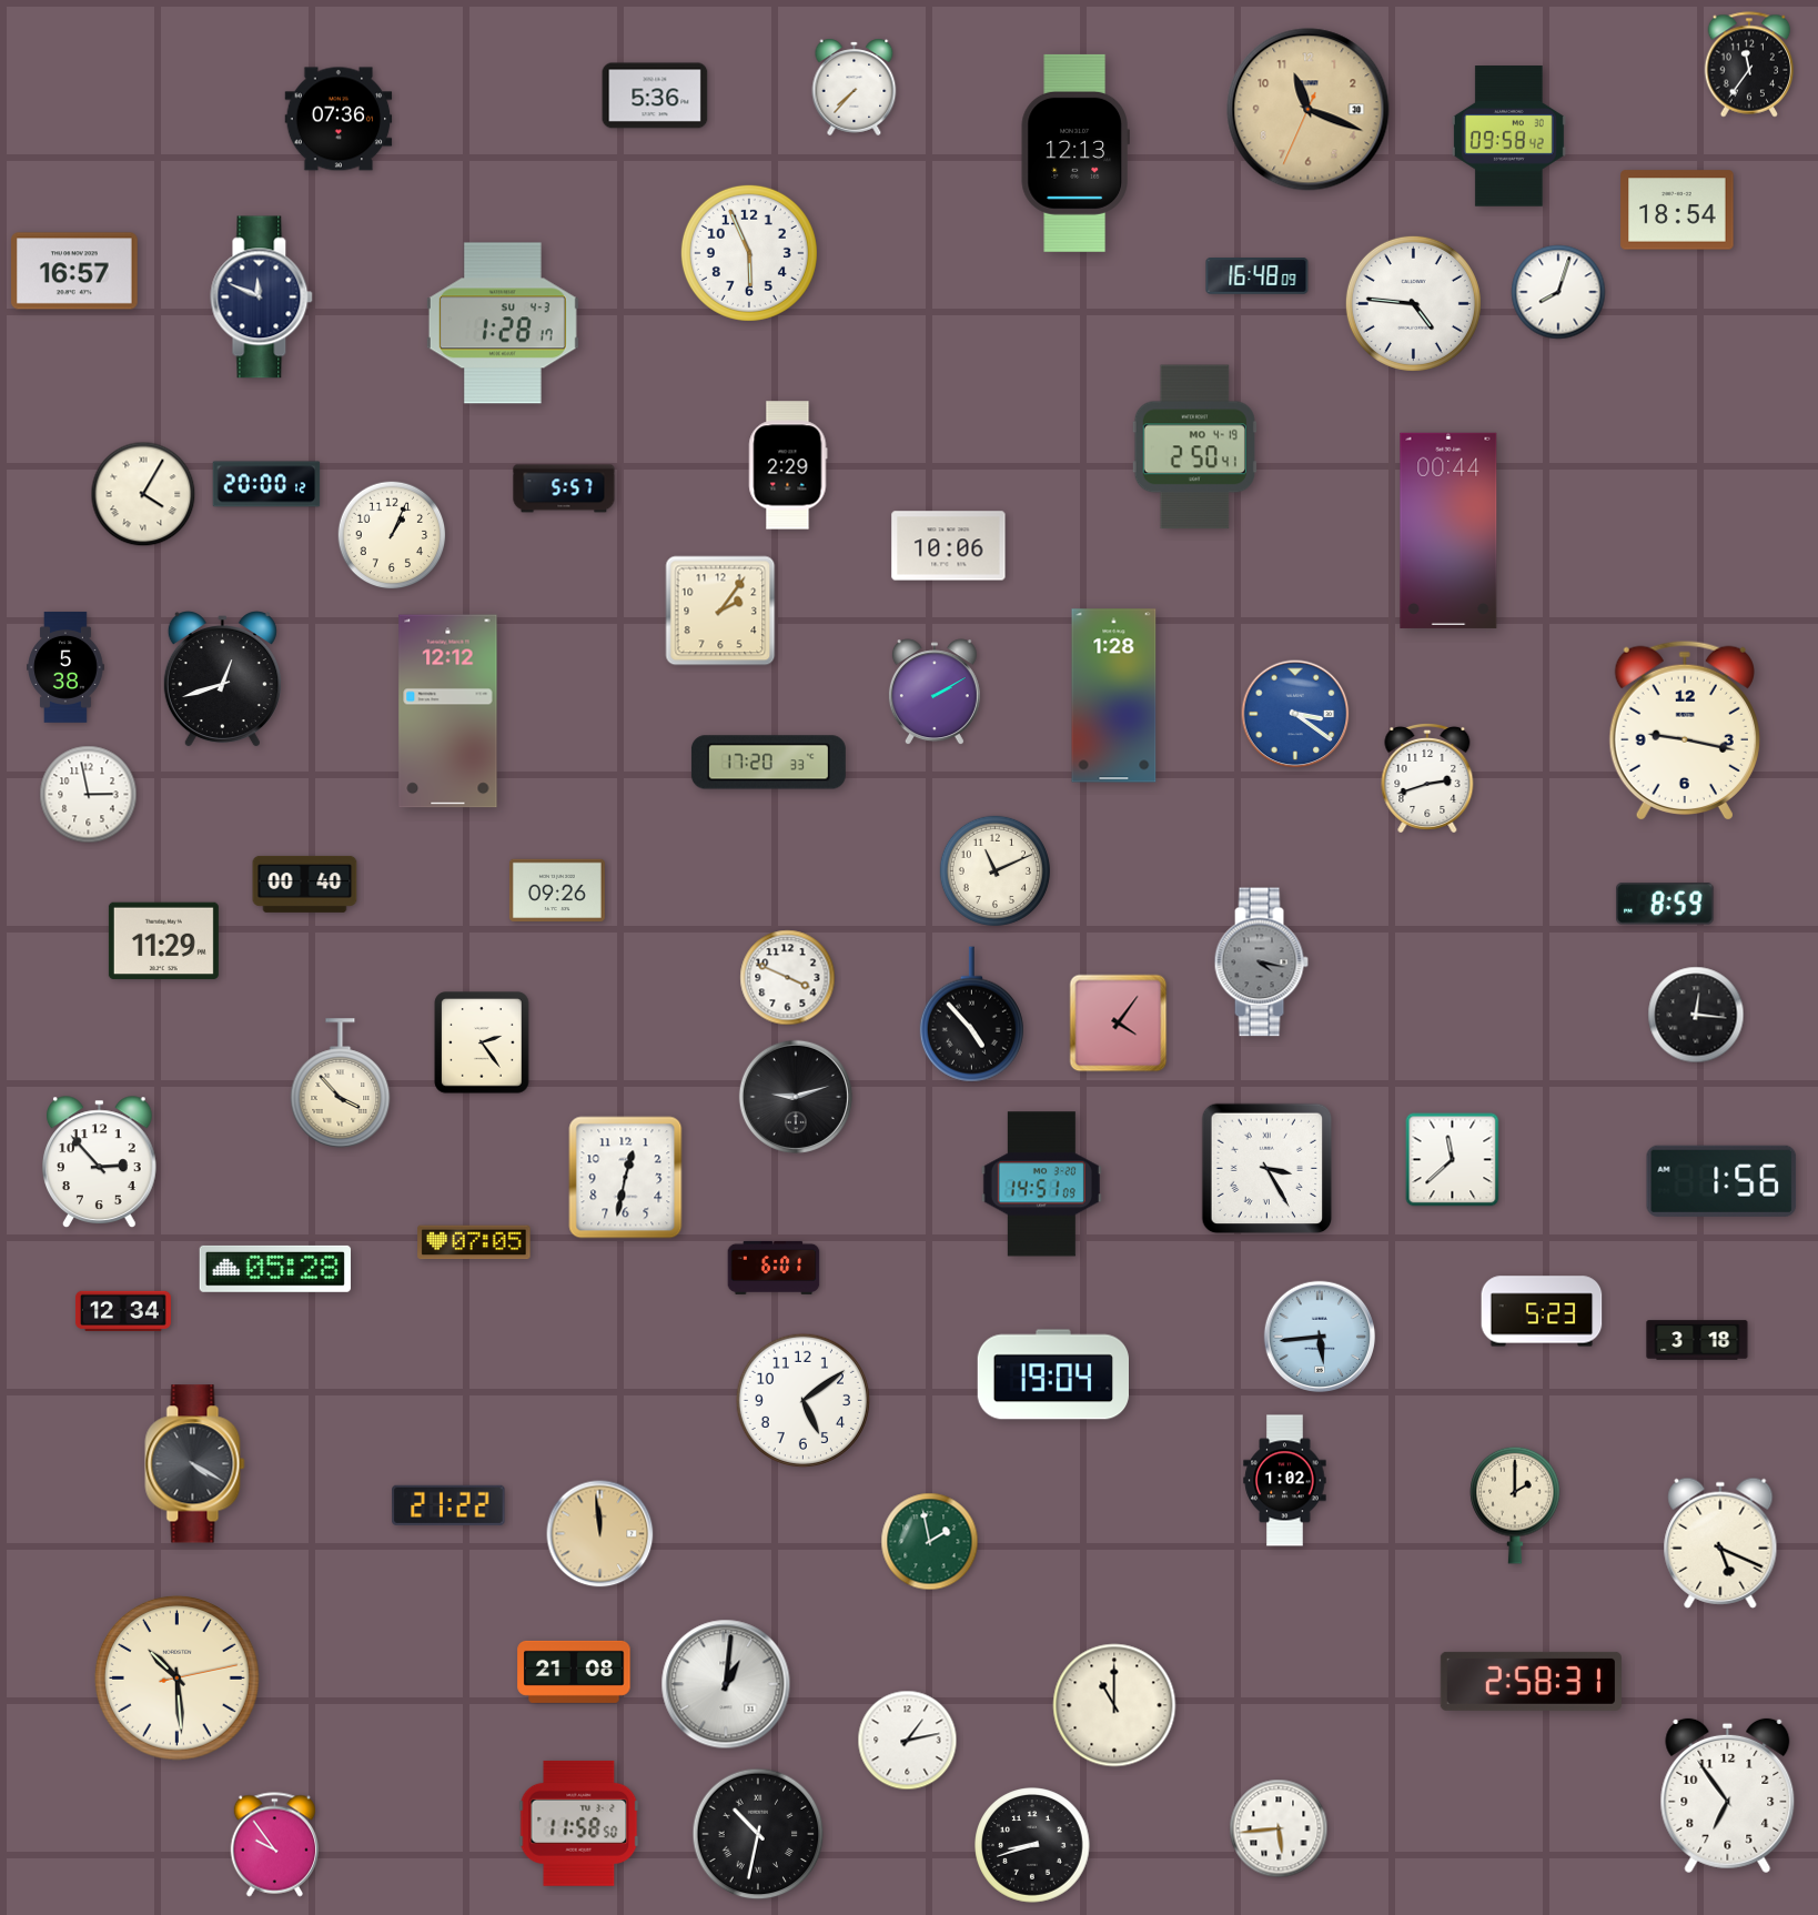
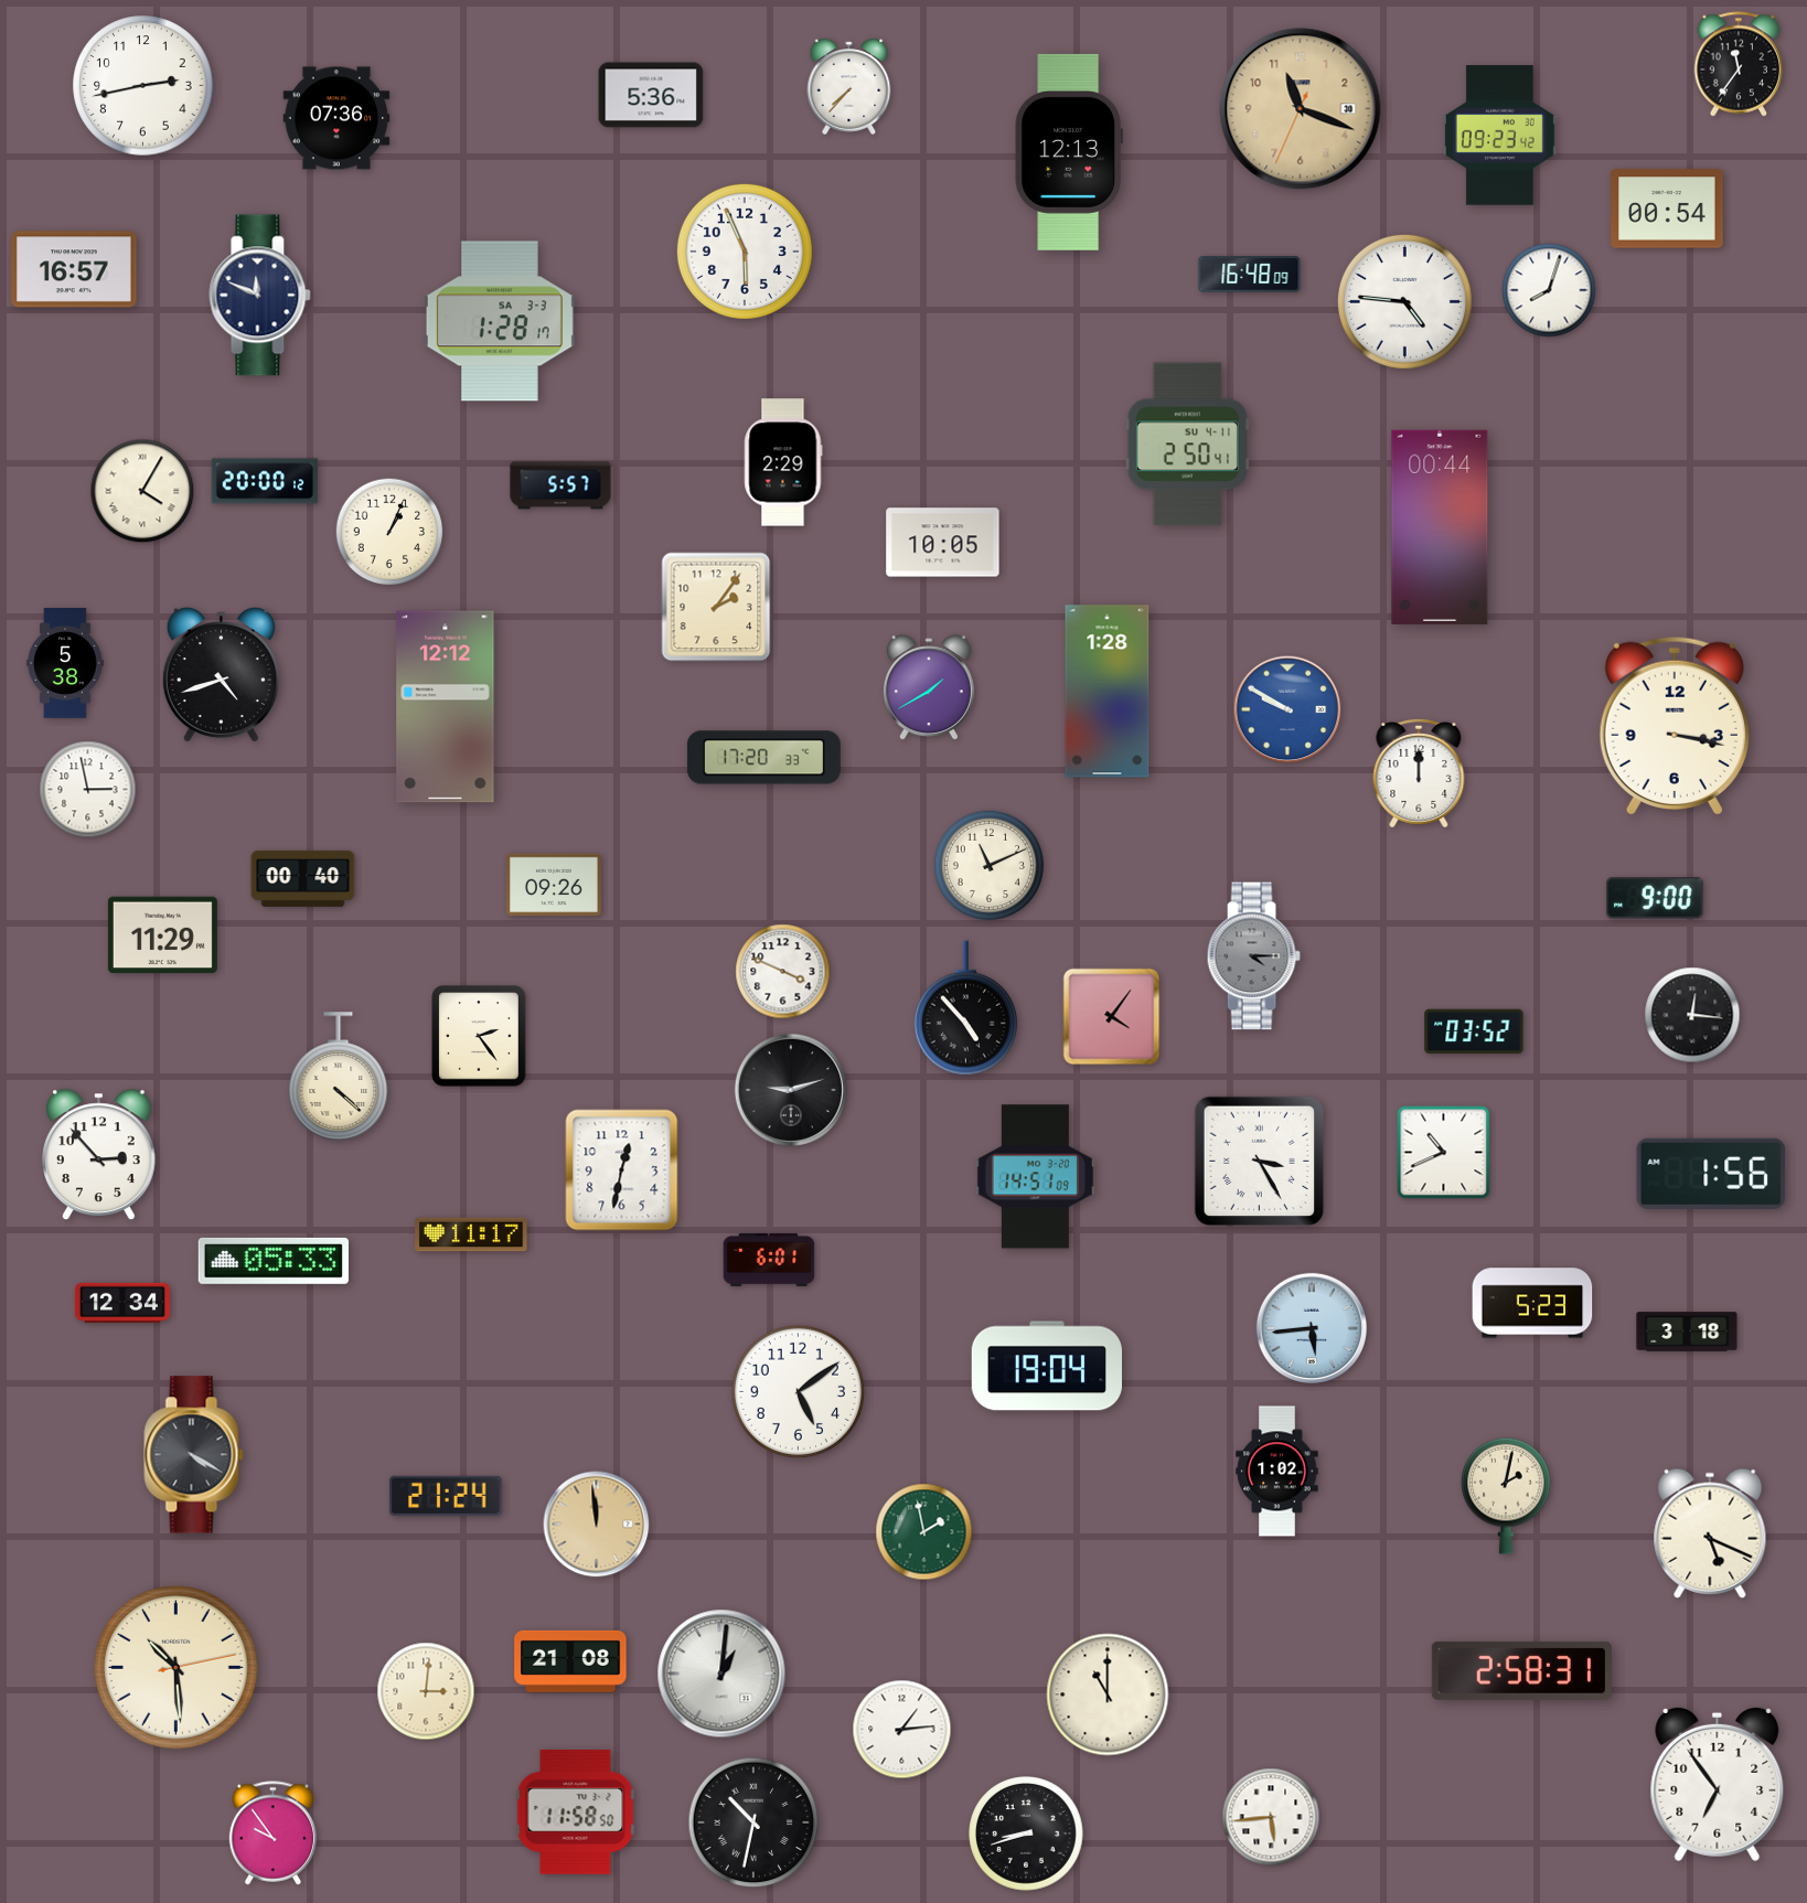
clock at (143, 86): none -> 2:43
clock at (1508, 137): 09:58 -> 09:23
clock at (1677, 210): 18:54 -> 00:54
clock at (503, 323) date: SU 4-3 -> SA 3-3
clock at (1194, 447) date: MO 4-19 -> SU 4-11
clock at (949, 546): 10:06 -> 10:05
clock at (222, 681): 12:42 -> 4:42
clock at (935, 693): 2:10 -> 1:40
clock at (1295, 714): 3:21 -> 9:50
clock at (1685, 729): 9:17 -> 3:17
clock at (1427, 778): 2:42 -> 12:00
clock at (1666, 904): 8:59 -> 9:00
clock at (1261, 962): 4:17 -> 4:15
clock at (1696, 1015) position: (1696, 1015) -> (1692, 1015)
clock at (1474, 1031): none -> 03:52
clock at (341, 1084): 3:53 -> 4:22
clock at (1453, 1160): 11:38 -> 10:41
clock at (474, 1242): 07:05 -> 11:17
clock at (275, 1269): 05:28 -> 05:33
clock at (448, 1505): 21:22 -> 21:24
clock at (1515, 1505): 2:00 -> 2:02
clock at (426, 1691): none -> 3:01
clock at (908, 1741): 1:13 -> 1:14
